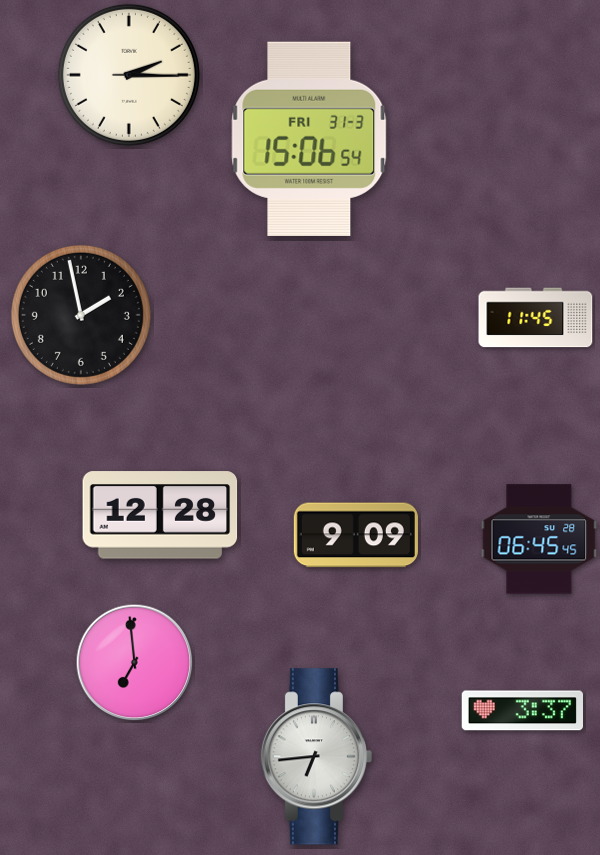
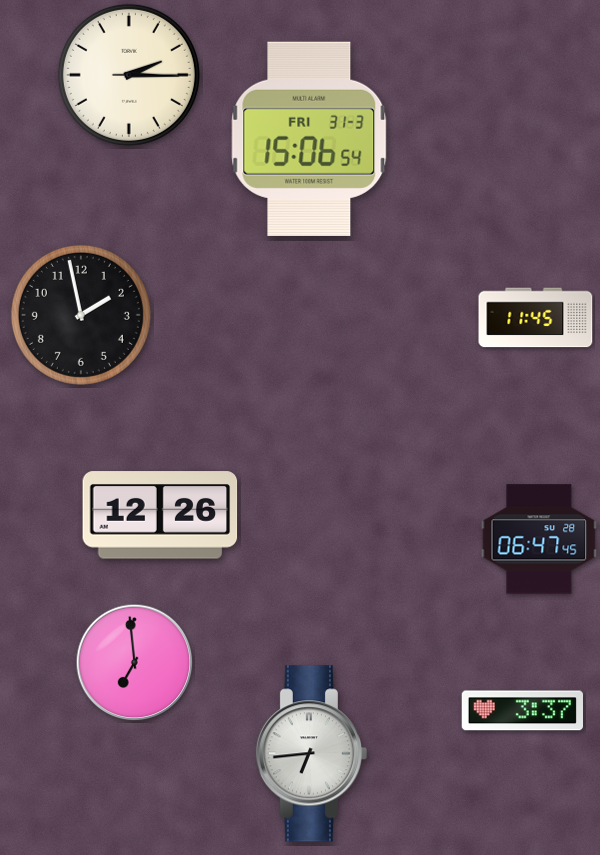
clock at (160, 515): 12:28 -> 12:26
clock at (356, 535): 9:09 -> none
clock at (539, 539): 06:45 -> 06:47
clock at (316, 757) position: (316, 757) -> (311, 754)
